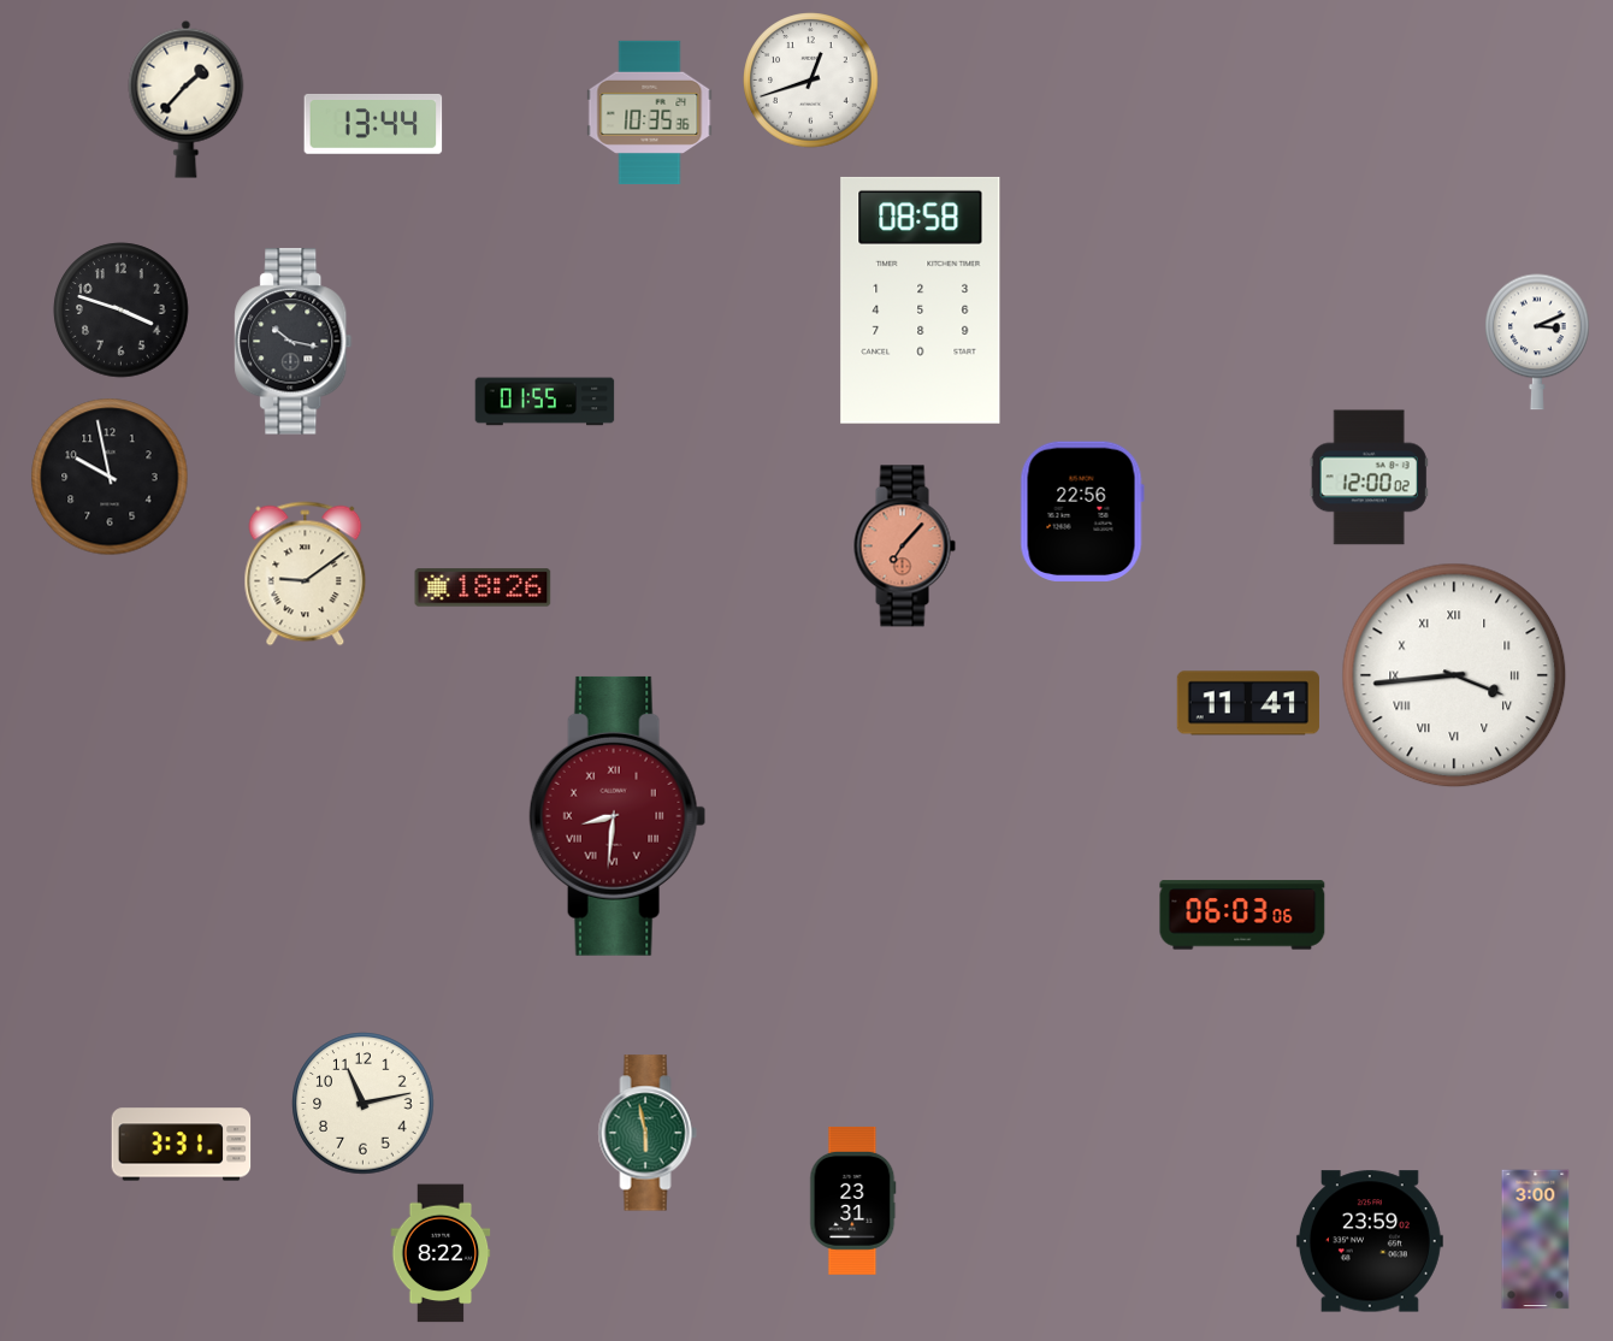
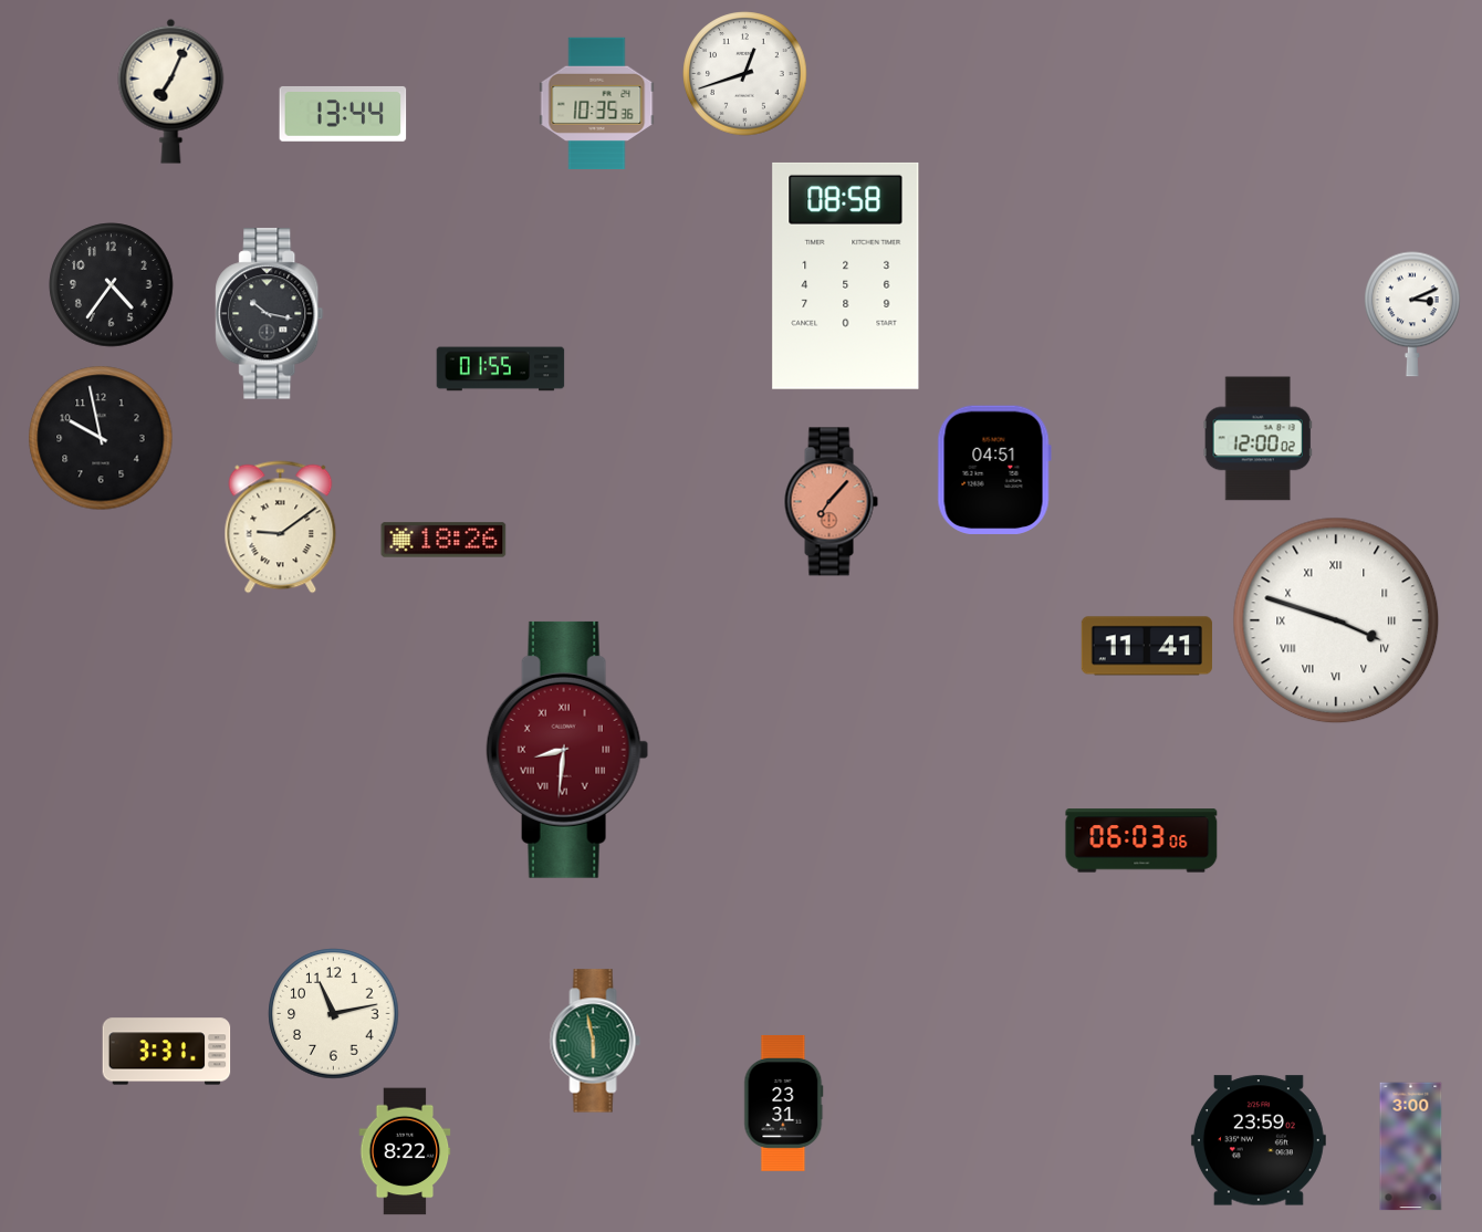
clock at (187, 99): 1:37 -> 7:04
clock at (122, 311): 3:48 -> 4:36
clock at (1082, 510): 22:56 -> 04:51
clock at (1454, 675): 3:44 -> 3:48
clock at (1536, 1240) position: (1536, 1240) -> (1411, 1147)
